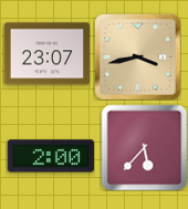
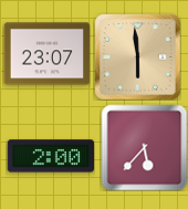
clock at (137, 56): 3:43 -> 5:59
